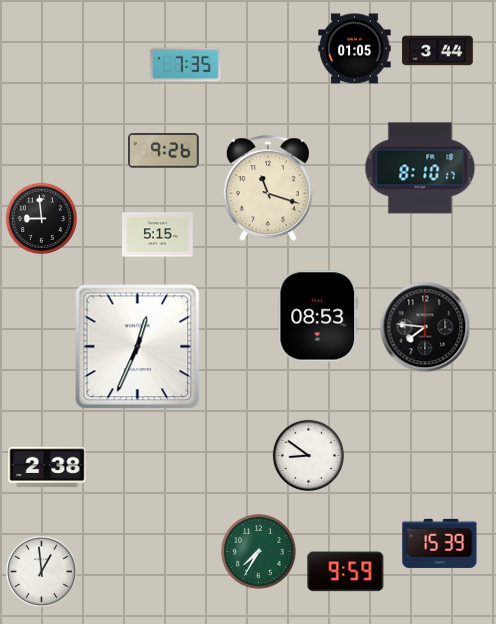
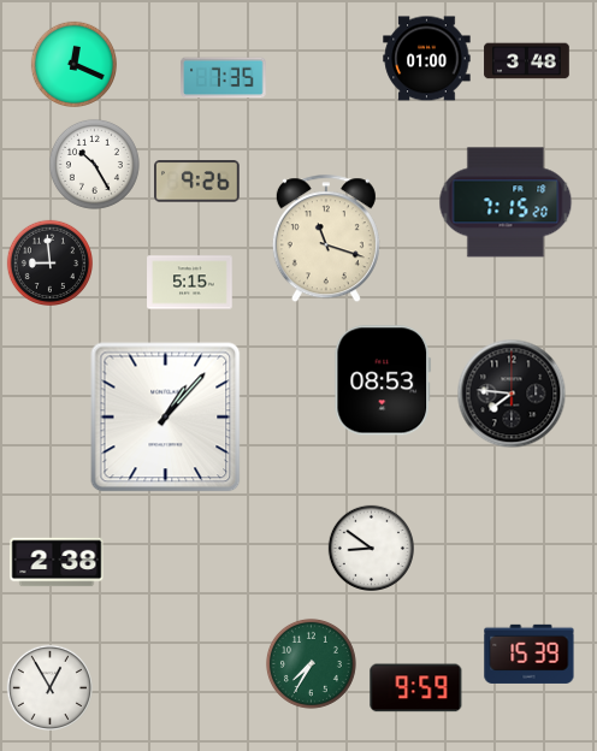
clock at (355, 49): 01:05 -> 01:00
clock at (438, 51): 3:44 -> 3:48
clock at (73, 64): none -> 12:19
clock at (94, 164): none -> 10:25
clock at (420, 168): 8:10 -> 7:15
clock at (268, 189) position: (268, 189) -> (326, 240)
clock at (138, 347): 12:34 -> 1:07
clock at (41, 571): 12:59 -> 12:55
